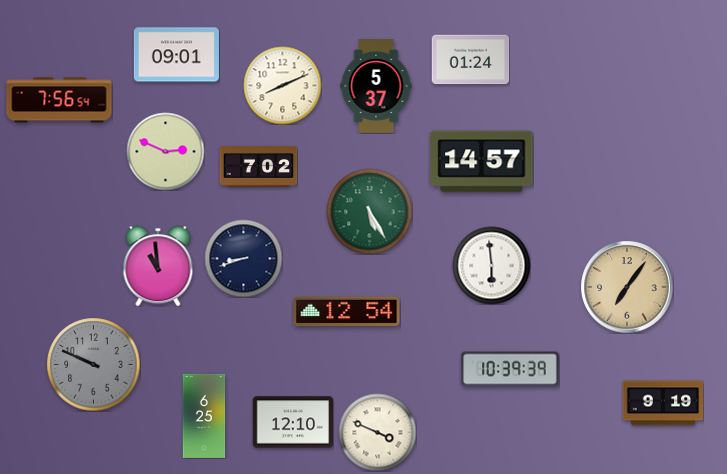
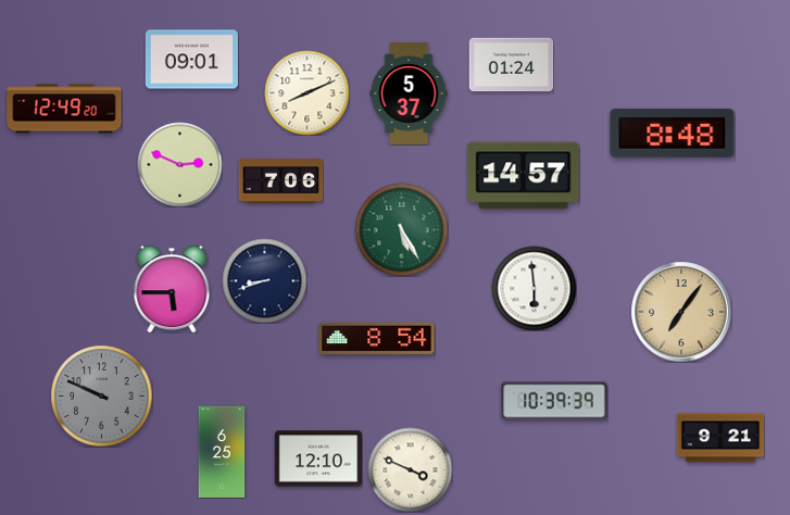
clock at (59, 100): 7:56 -> 12:49
clock at (673, 133): none -> 8:48
clock at (258, 167): 7:02 -> 7:06
clock at (158, 266): 10:59 -> 5:45
clock at (347, 311): 12:54 -> 8:54
clock at (663, 403): 9:19 -> 9:21
